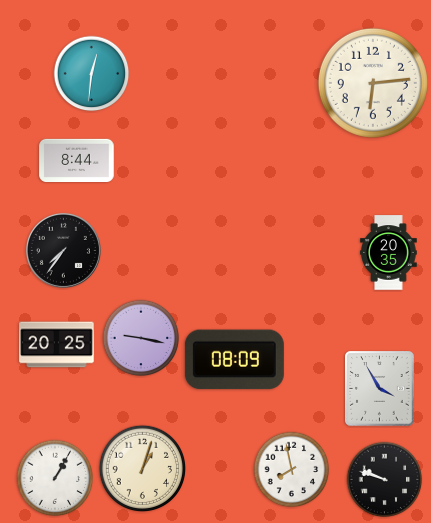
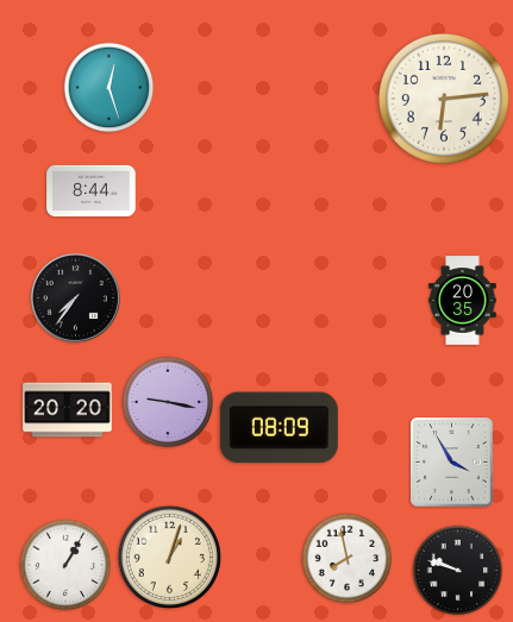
clock at (92, 74): 12:31 -> 12:27
clock at (57, 345): 20:25 -> 20:20
clock at (55, 478) position: (55, 478) -> (65, 565)
